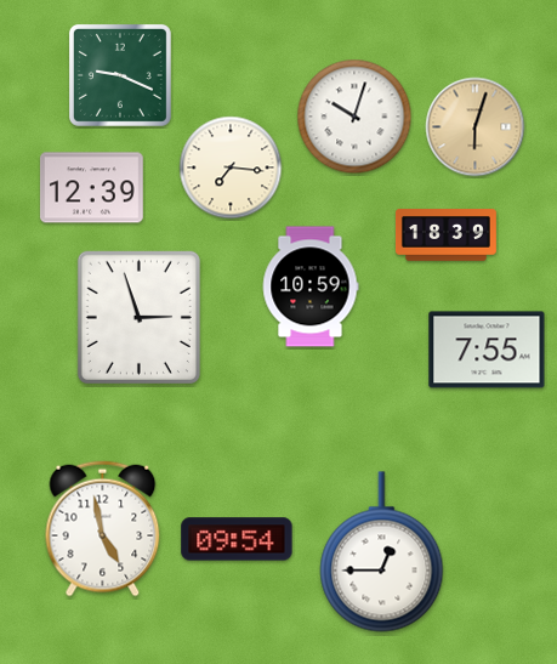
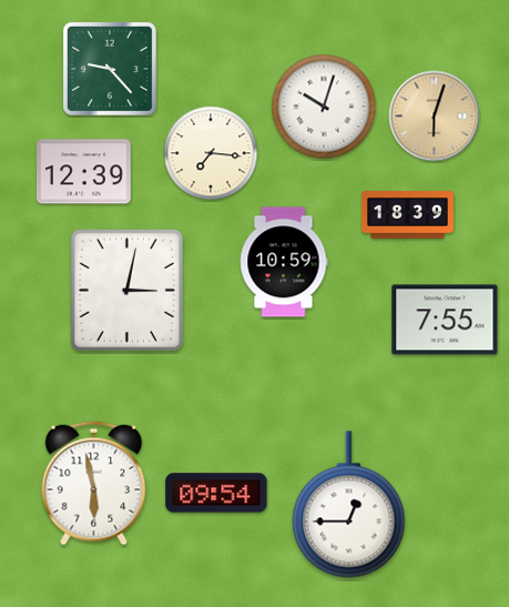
clock at (120, 75): 9:19 -> 9:23
clock at (138, 317): 2:57 -> 3:02
clock at (103, 529): 4:58 -> 5:58
